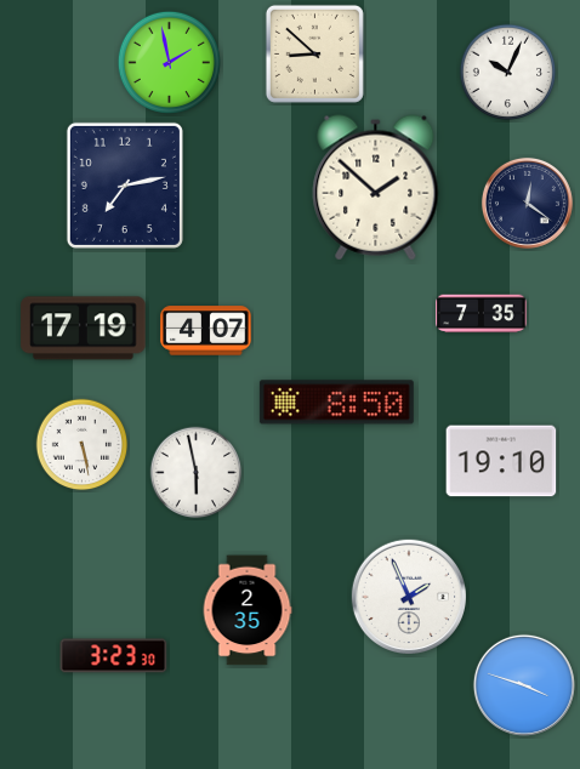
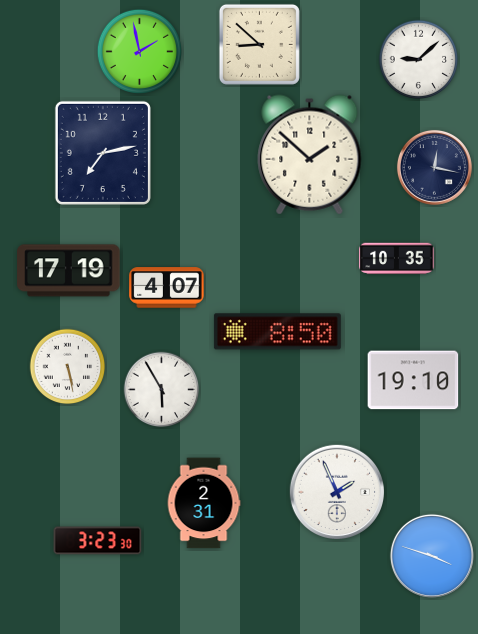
clock at (508, 73): 10:04 -> 9:08
clock at (527, 203): 12:21 -> 12:17
clock at (482, 314): 7:35 -> 10:35
clock at (206, 331) position: (206, 331) -> (167, 288)
clock at (197, 473): 5:58 -> 5:55
clock at (248, 610): 2:35 -> 2:31
clock at (114, 656) position: (114, 656) -> (98, 541)
clock at (524, 685) position: (524, 685) -> (432, 556)
